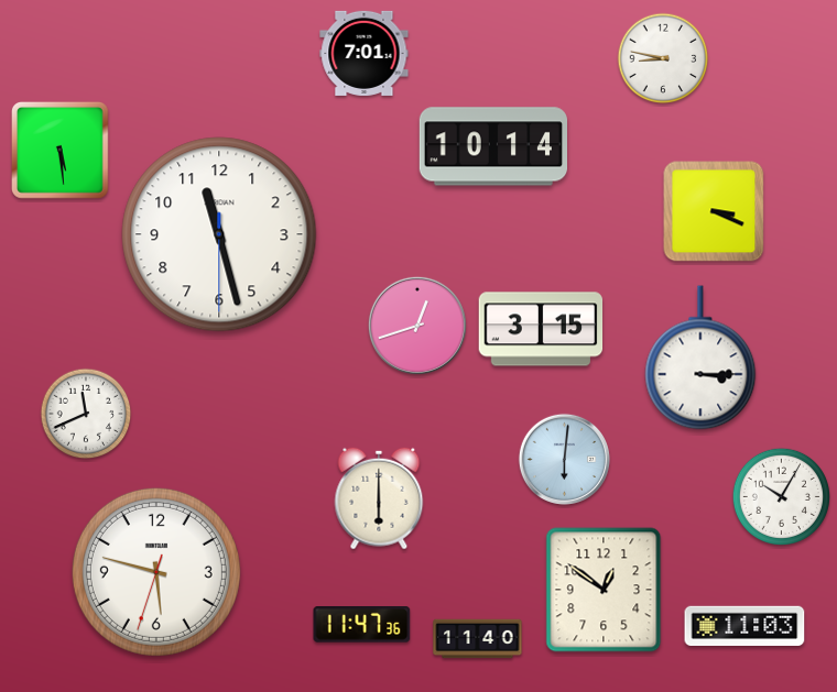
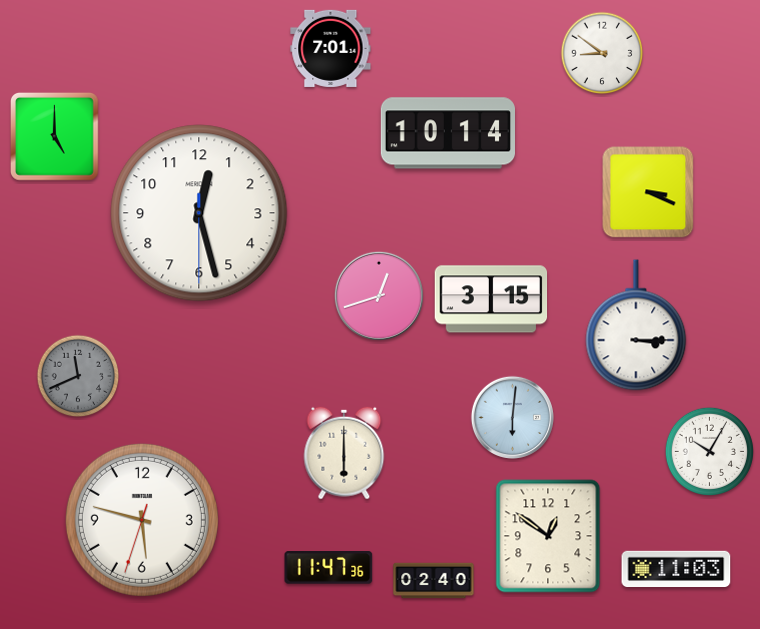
clock at (663, 58): 8:47 -> 8:51
clock at (61, 151): 5:29 -> 5:00
clock at (219, 234): 11:27 -> 12:27
clock at (86, 414) dial: white -> grey
clock at (478, 639): 11:40 -> 02:40
